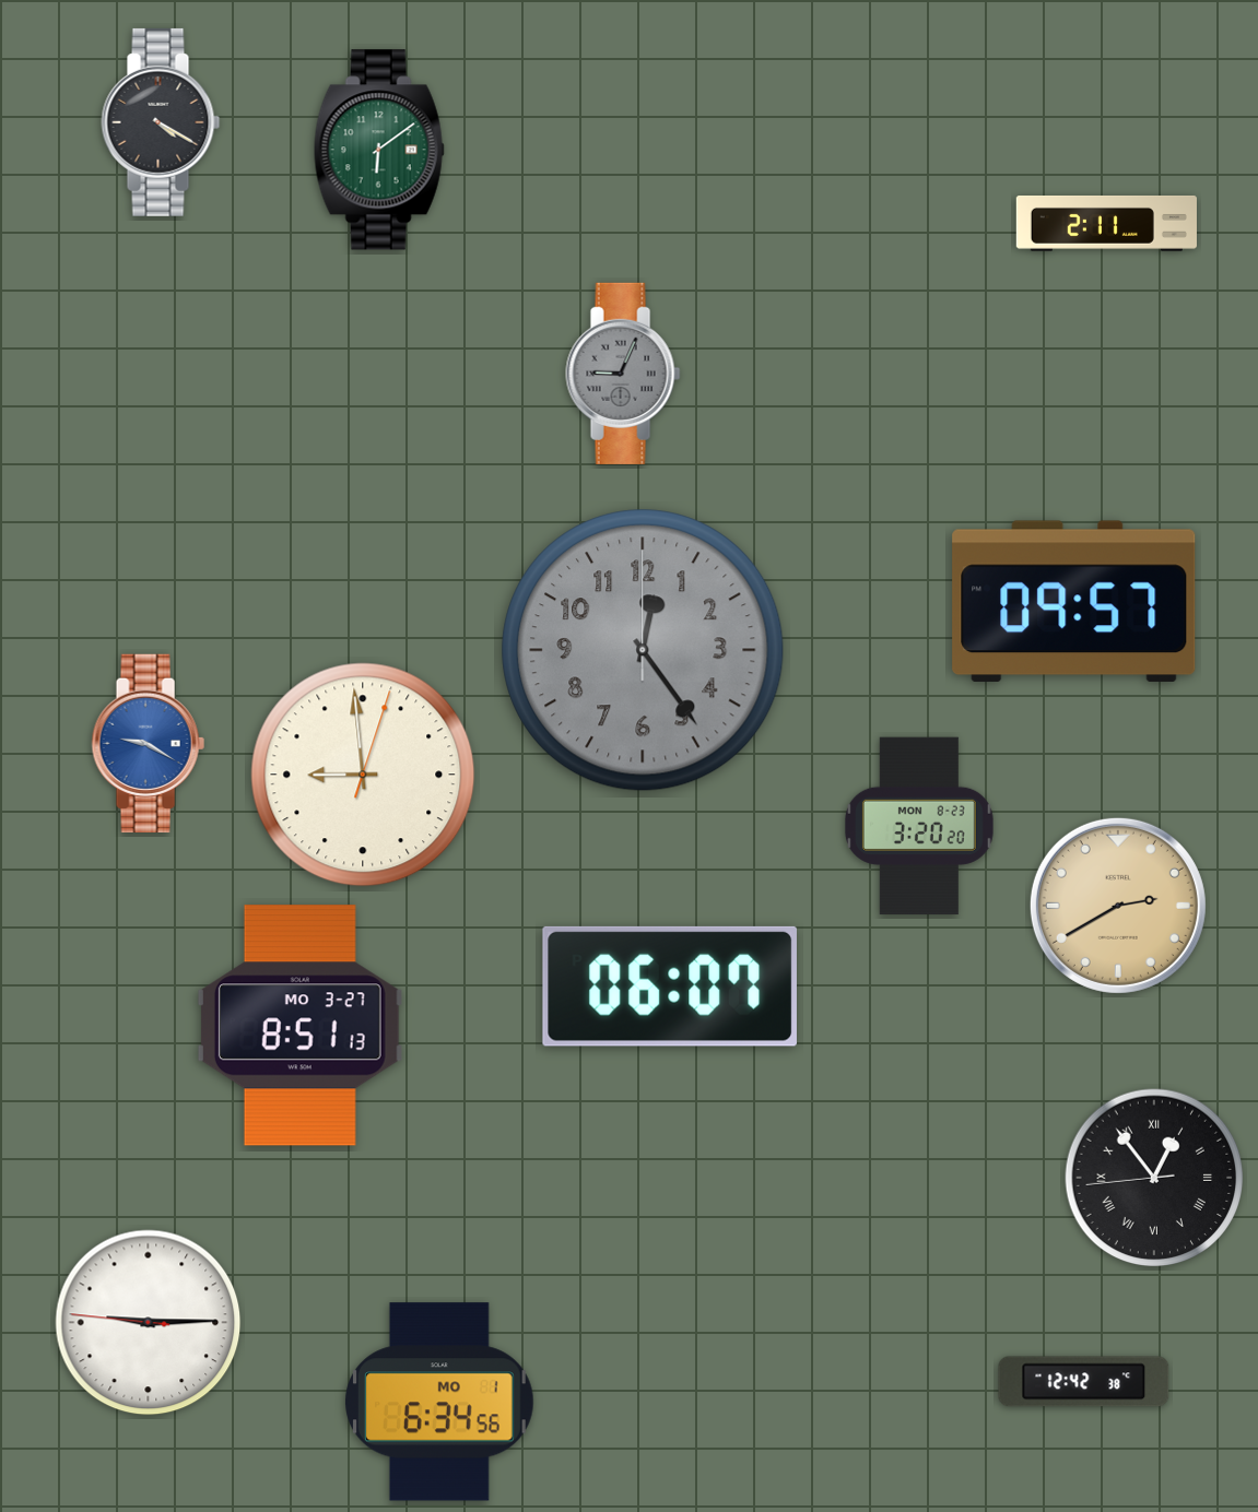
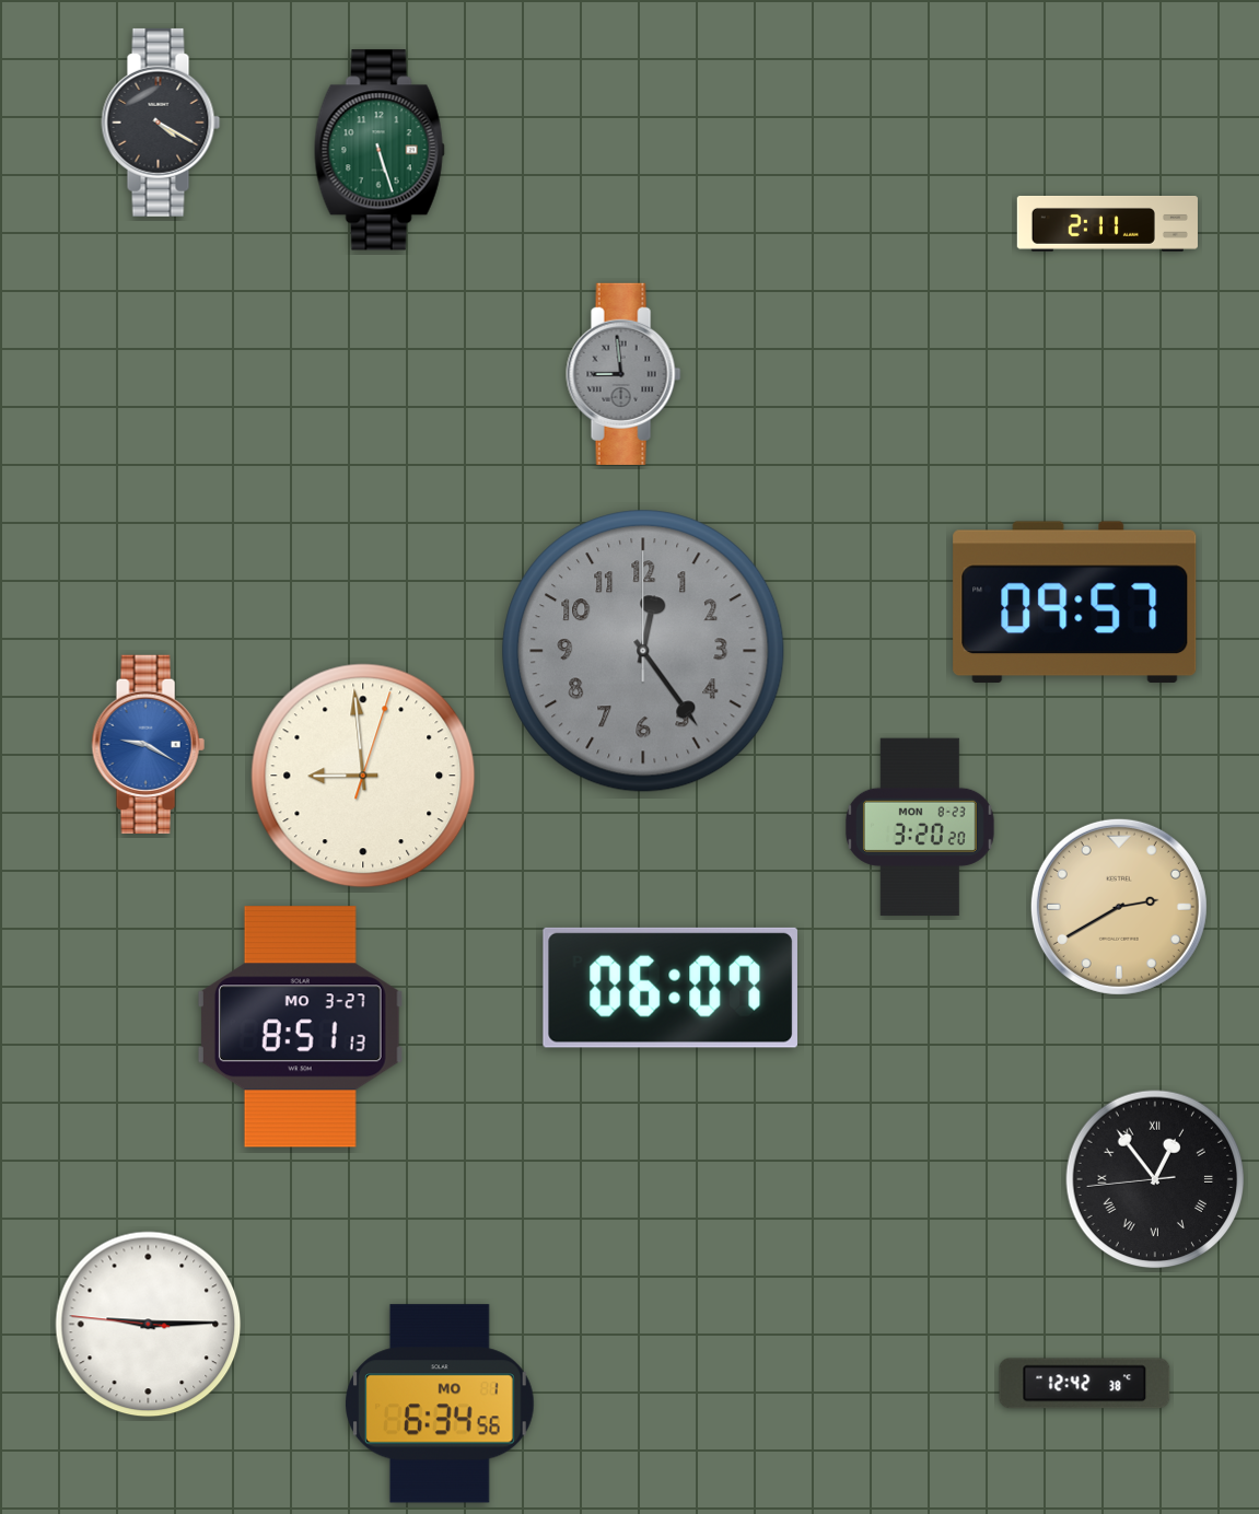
clock at (379, 150): 6:09 -> 5:27
clock at (623, 374): 9:04 -> 8:59
